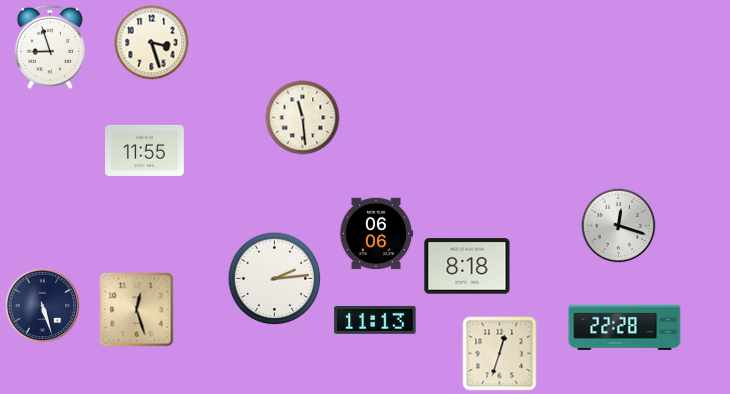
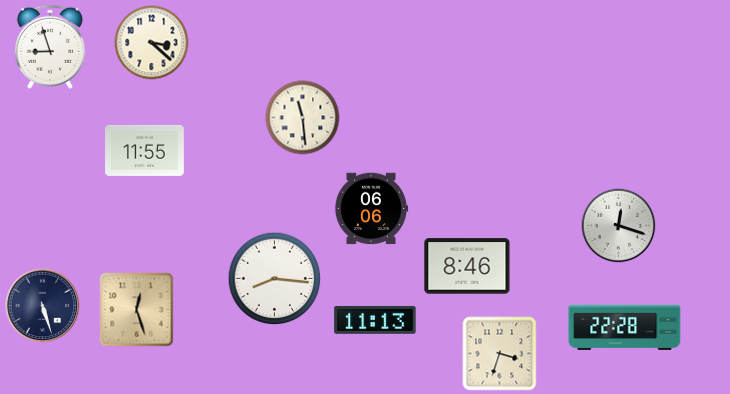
clock at (152, 43): 3:27 -> 3:22
clock at (376, 234) position: (376, 234) -> (371, 209)
clock at (467, 266): 8:18 -> 8:46
clock at (275, 279): 2:14 -> 8:16
clock at (500, 354): 12:33 -> 3:33
